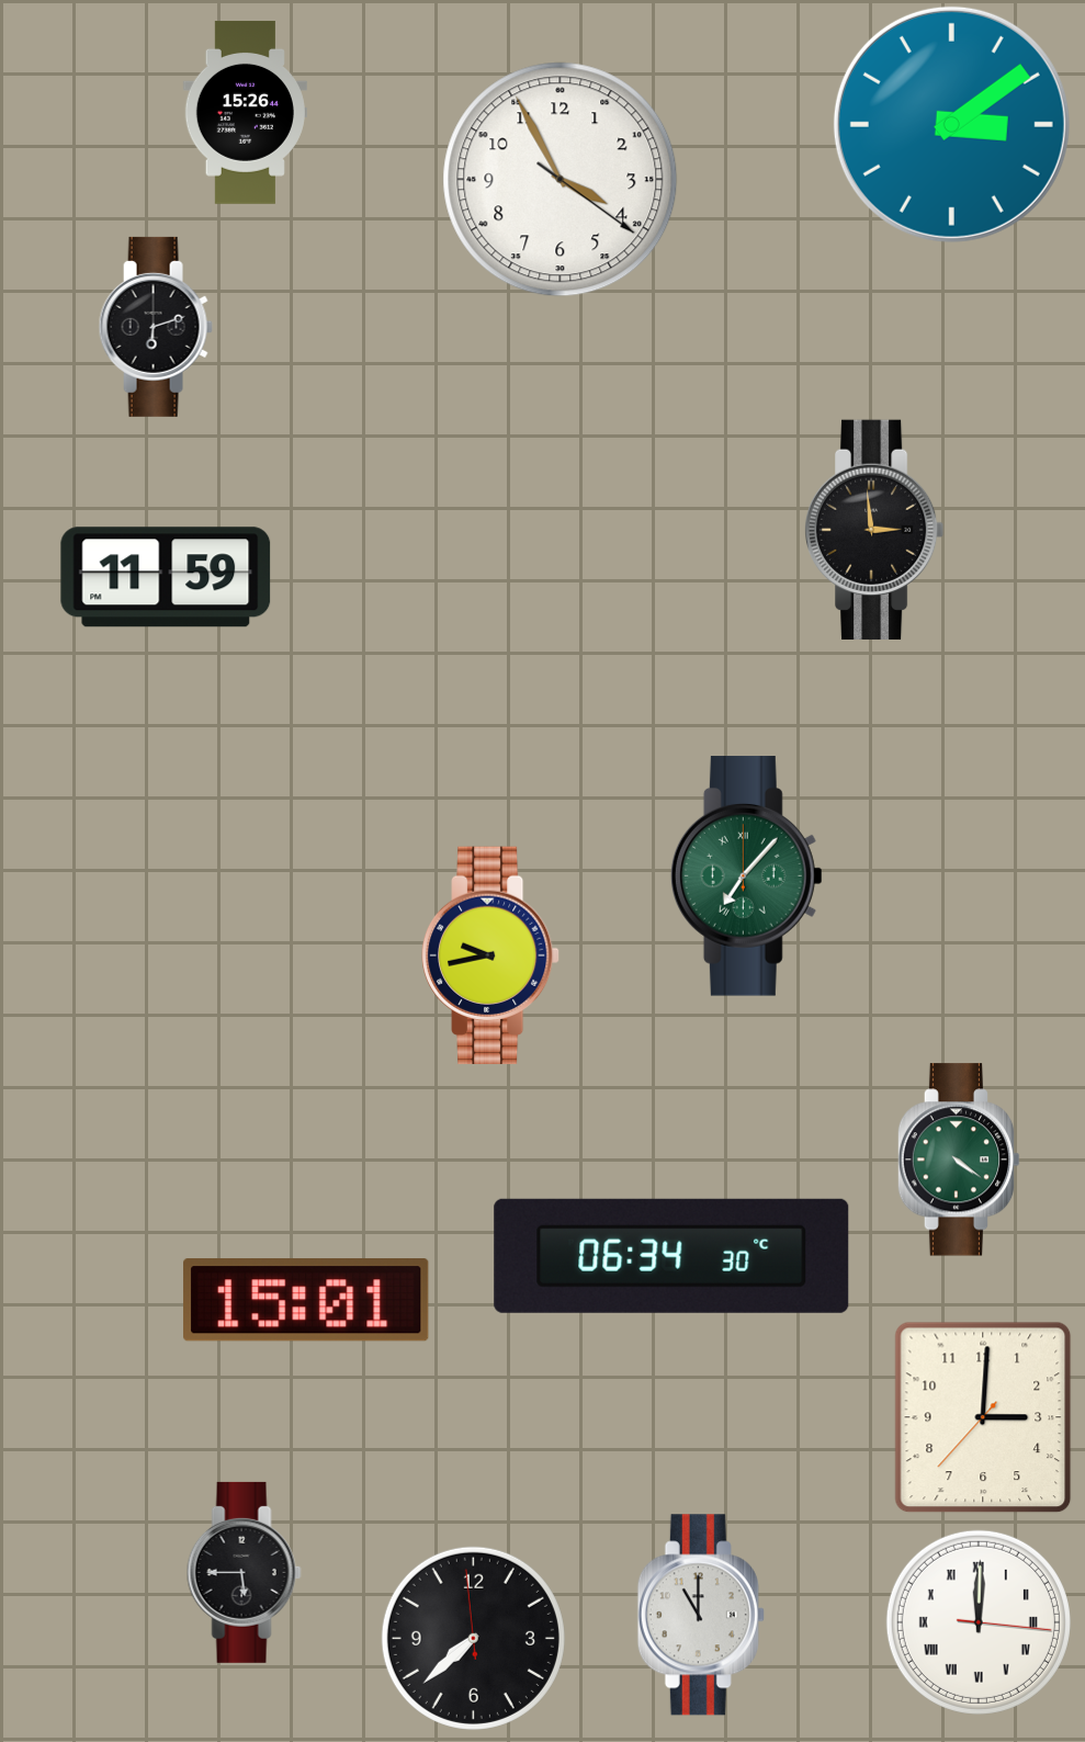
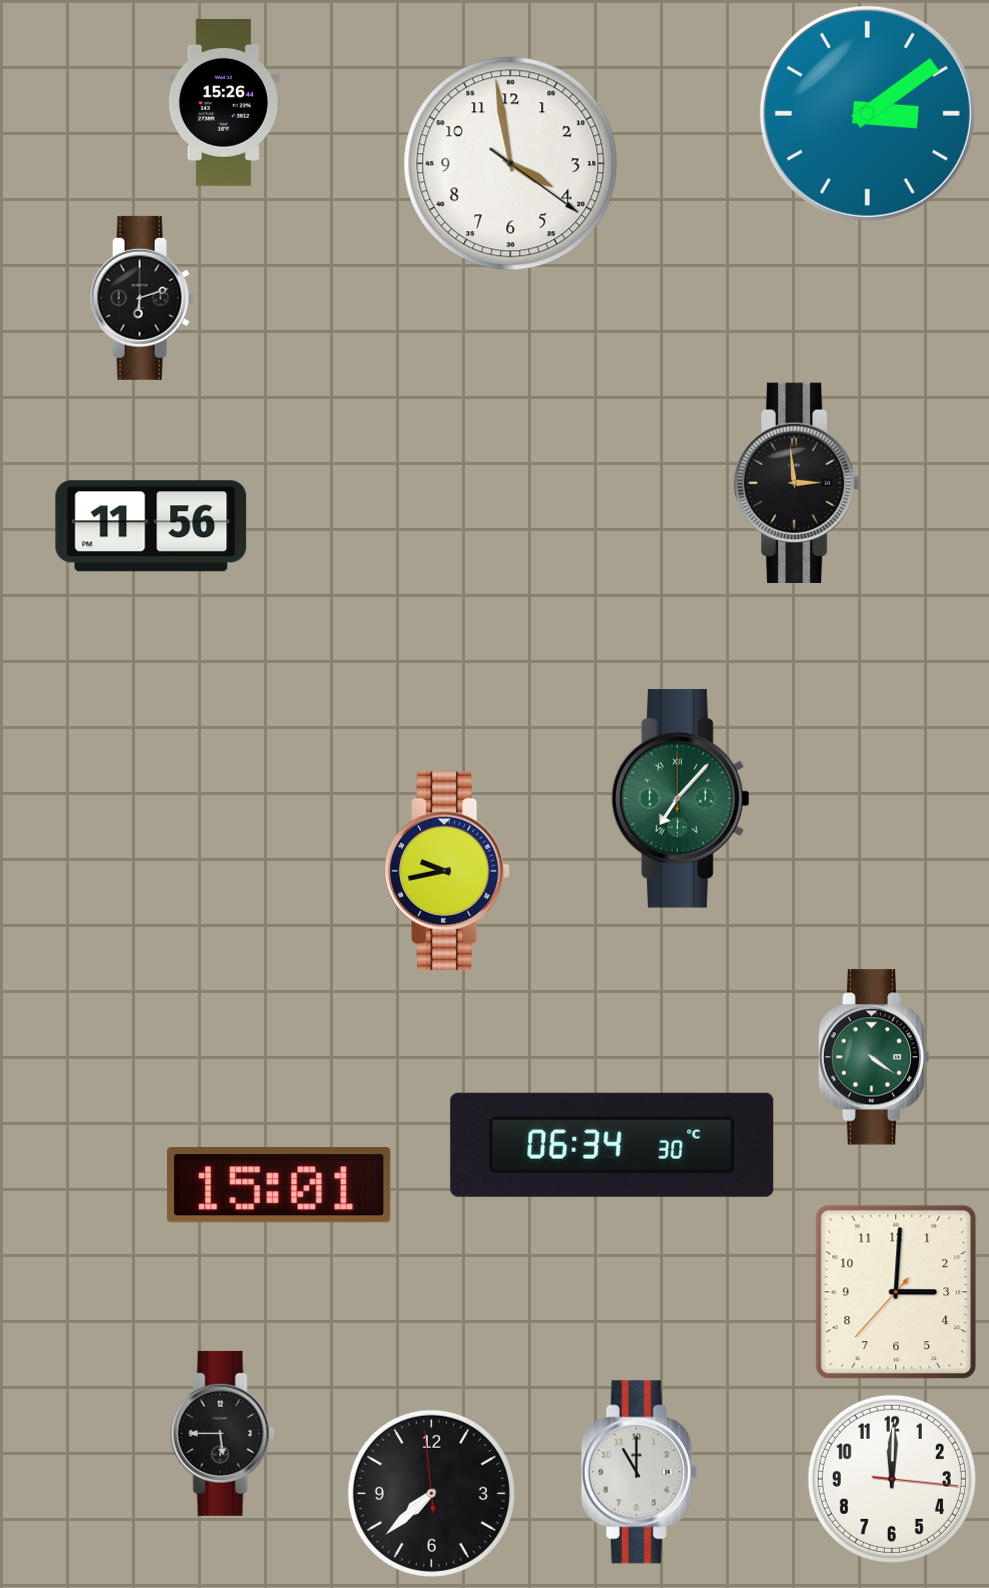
clock at (561, 180): 3:55 -> 3:58
clock at (166, 577): 11:59 -> 11:56
clock at (979, 1622) numerals: Roman -> Arabic
